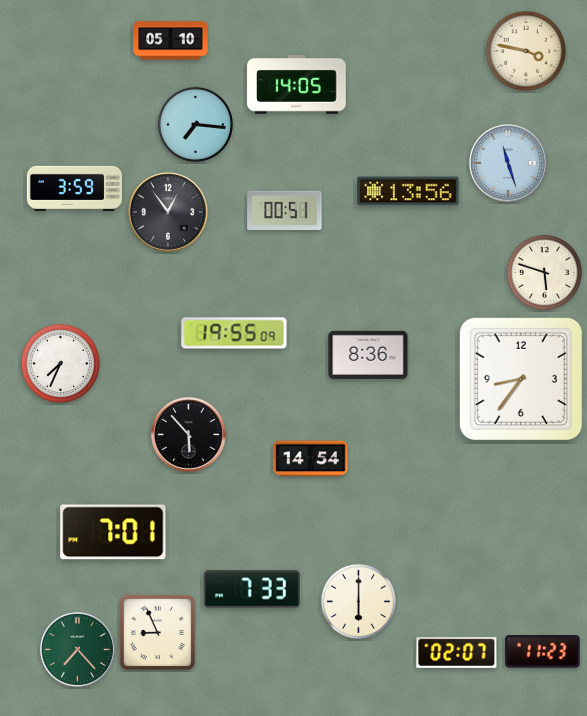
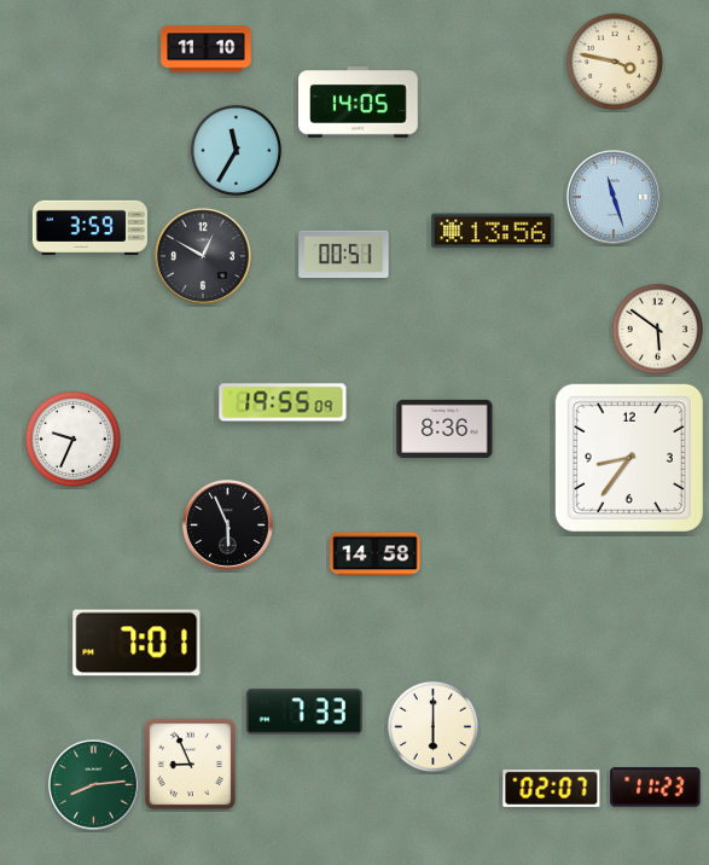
clock at (171, 41): 05:10 -> 11:10
clock at (526, 51) position: (526, 51) -> (615, 62)
clock at (195, 124): 7:16 -> 11:35
clock at (168, 212): 12:54 -> 12:50
clock at (544, 272): 5:48 -> 5:51
clock at (60, 363): 7:34 -> 9:34
clock at (189, 435): 5:53 -> 5:56
clock at (311, 459): 14:54 -> 14:58
clock at (78, 650): 7:23 -> 8:14
